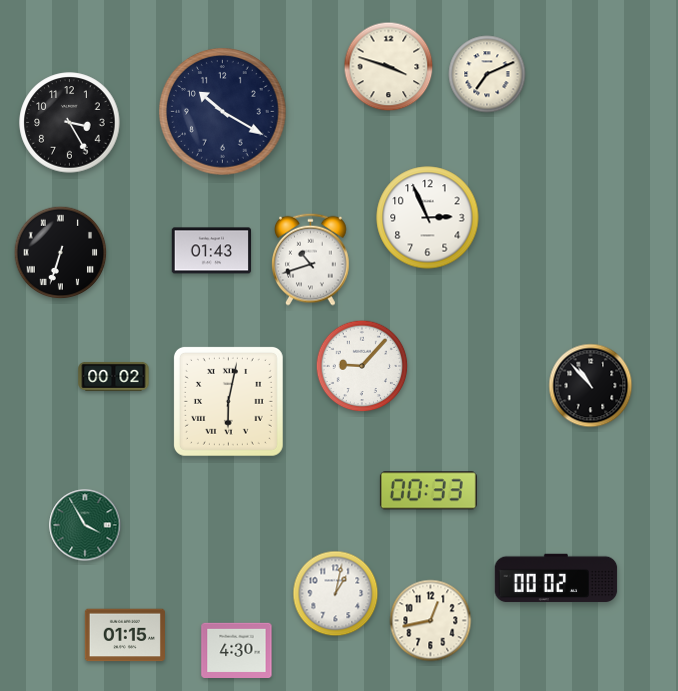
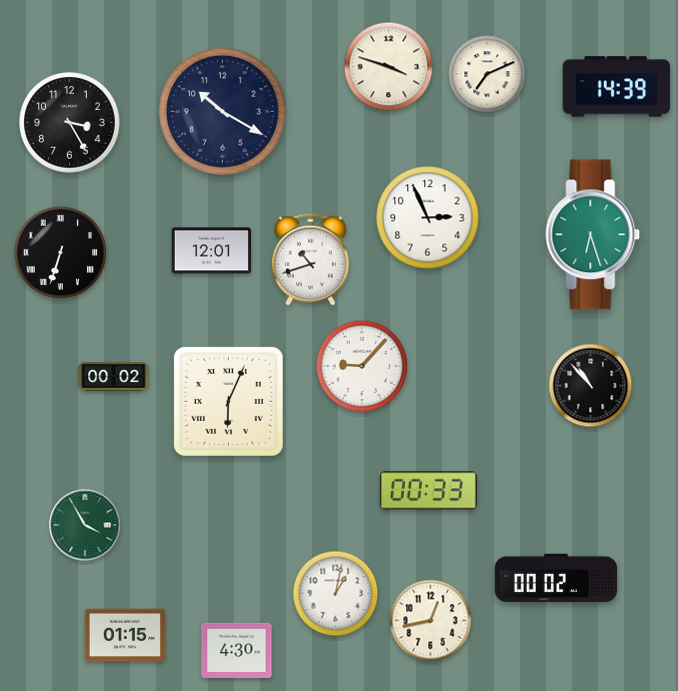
clock at (617, 87): none -> 14:39
clock at (593, 235): none -> 6:27
clock at (212, 251): 01:43 -> 12:01
clock at (228, 401): 6:02 -> 6:04
